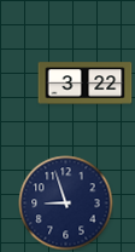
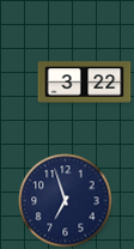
clock at (65, 202): 8:57 -> 6:57
